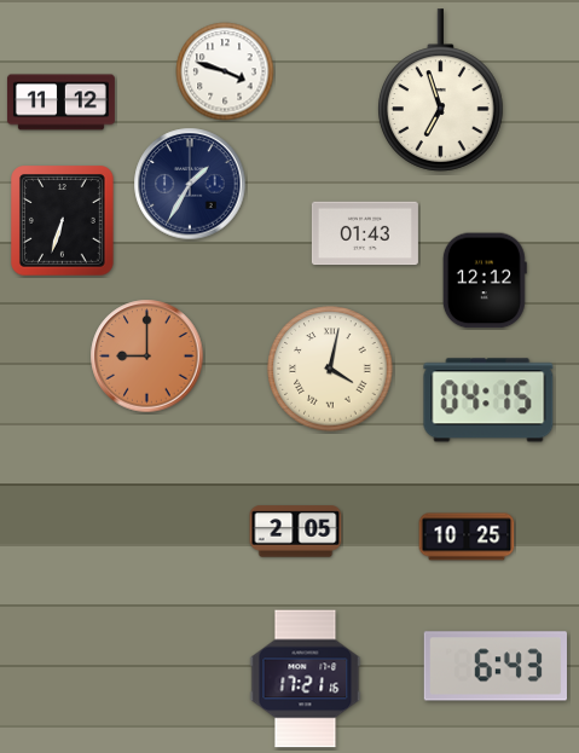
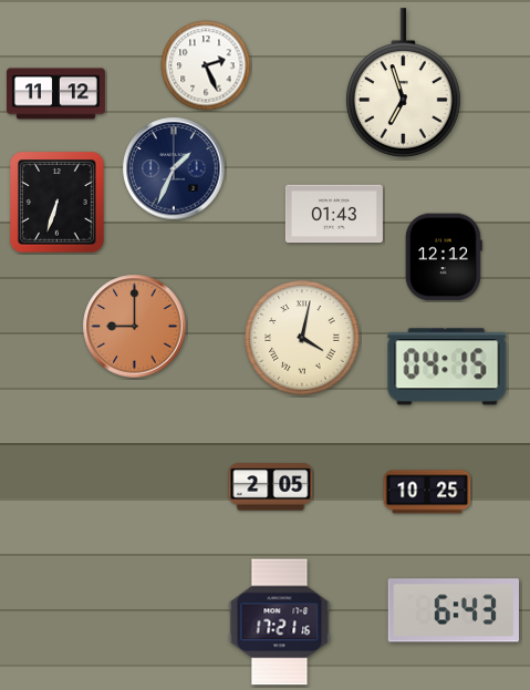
clock at (225, 71): 3:48 -> 2:26
clock at (190, 184): 1:35 -> 1:34
